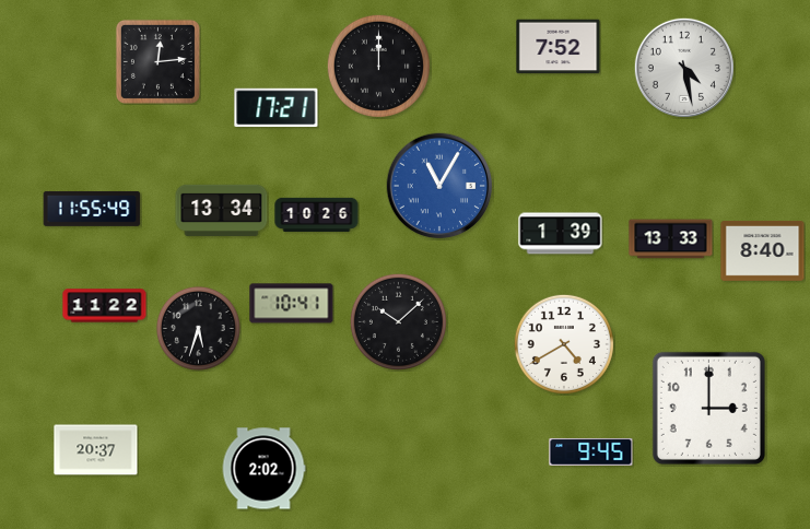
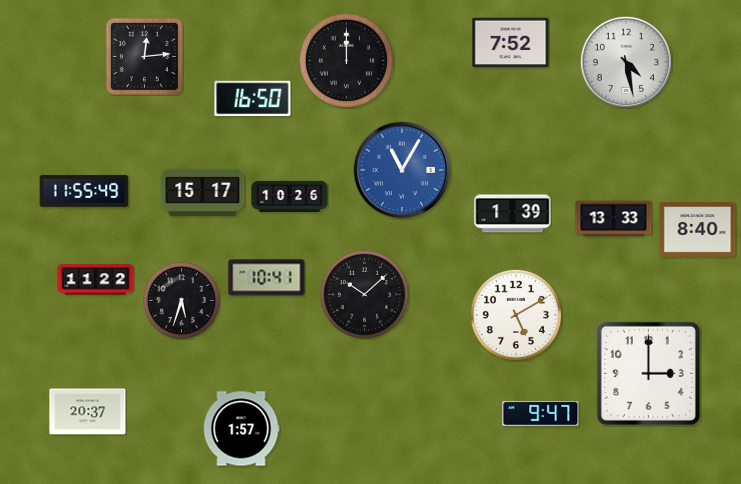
clock at (277, 108): 17:21 -> 16:50
clock at (222, 210): 13:34 -> 15:17
clock at (564, 344): 4:40 -> 5:10
clock at (591, 451): 9:45 -> 9:47
clock at (263, 469): 2:02 -> 1:57
